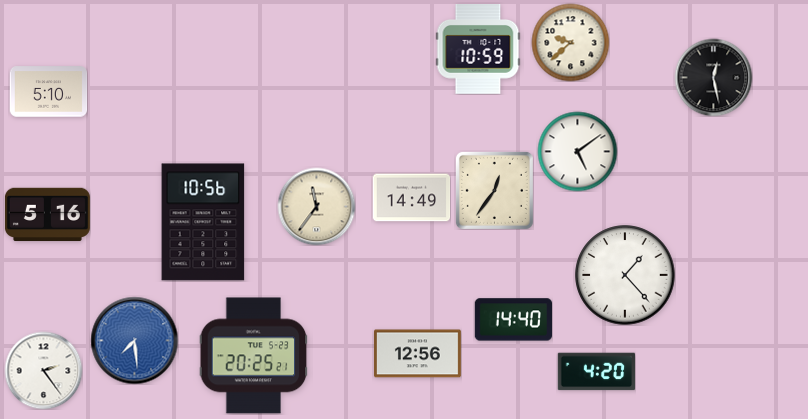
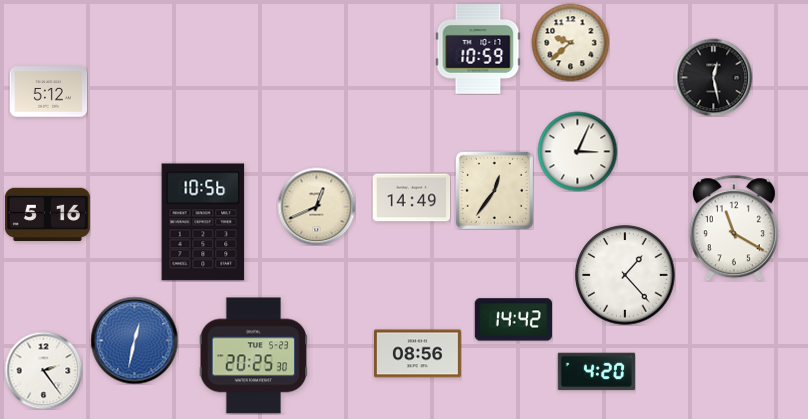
clock at (48, 92): 5:10 -> 5:12
clock at (577, 151): 5:09 -> 3:04
clock at (316, 206): 11:36 -> 12:41
clock at (734, 228): none -> 11:20
clock at (513, 320): 14:40 -> 14:42
clock at (134, 340): 7:29 -> 12:32
clock at (417, 354): 12:56 -> 08:56
clock at (254, 356): 20:25:21 -> 20:25:30
